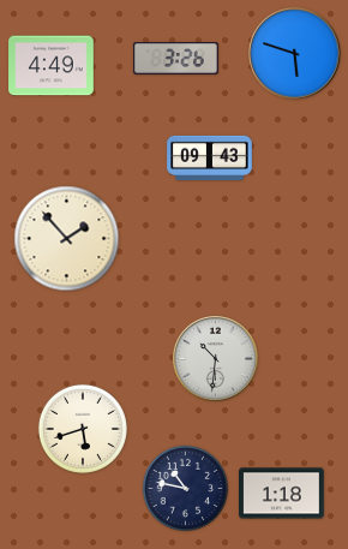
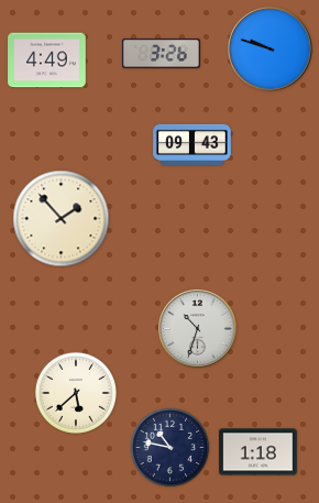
clock at (295, 54): 5:48 -> 9:48
clock at (216, 359): 10:31 -> 10:33
clock at (83, 429): 5:42 -> 5:38
